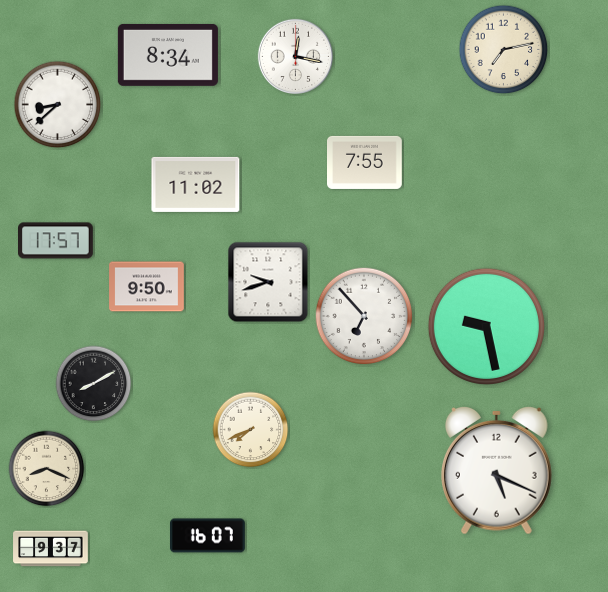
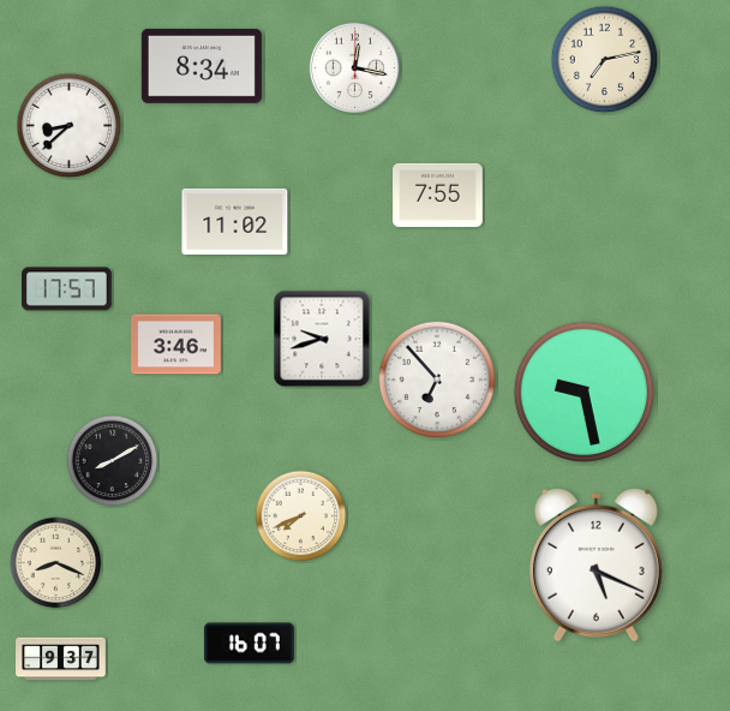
clock at (147, 287): 9:50 -> 3:46
